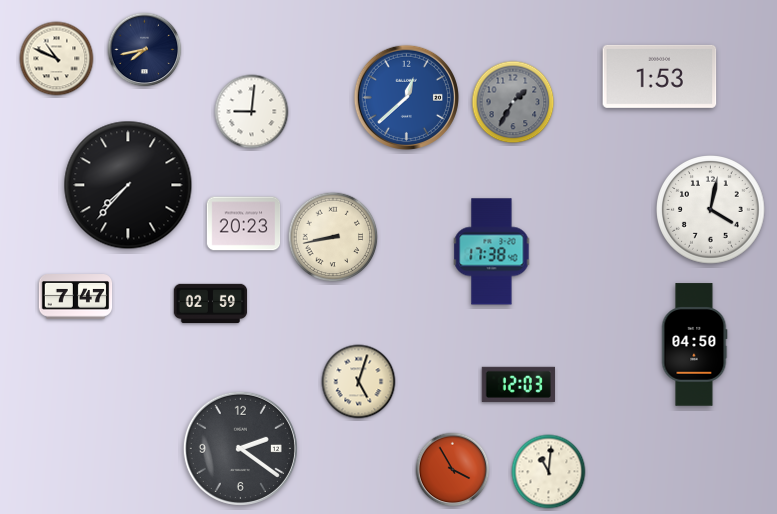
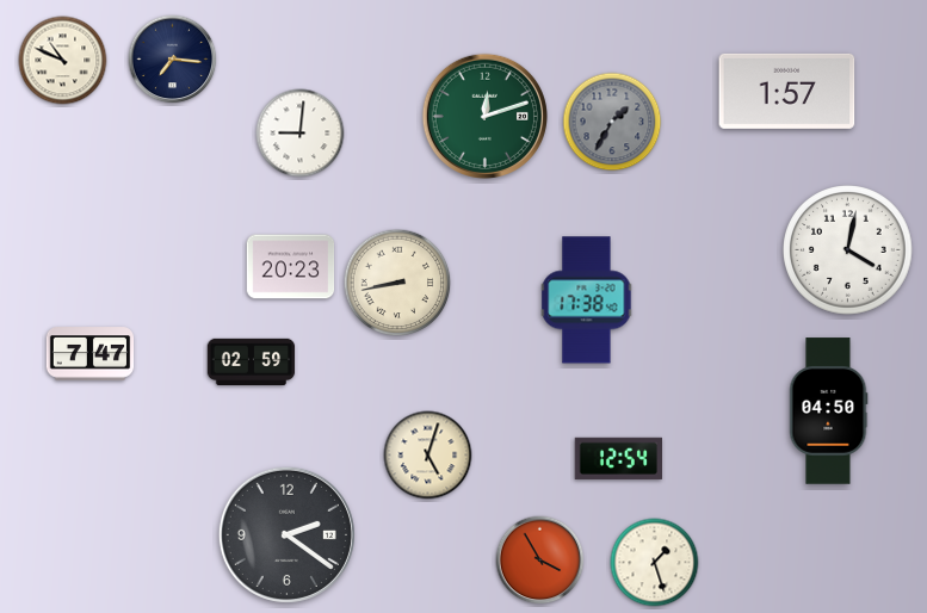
clock at (145, 50): 7:43 -> 7:16
clock at (57, 59) position: (57, 59) -> (63, 61)
clock at (660, 76): 1:53 -> 1:57
clock at (406, 97): 12:38 -> 12:12
clock at (406, 97) dial: blue -> green
clock at (128, 185): 7:37 -> none
clock at (518, 384): 12:03 -> 12:54
clock at (549, 472): 11:01 -> 1:27
